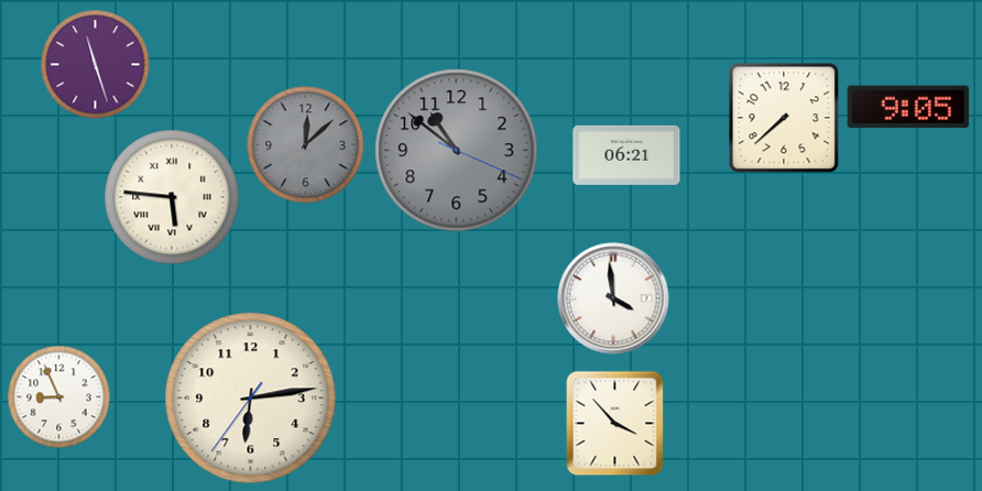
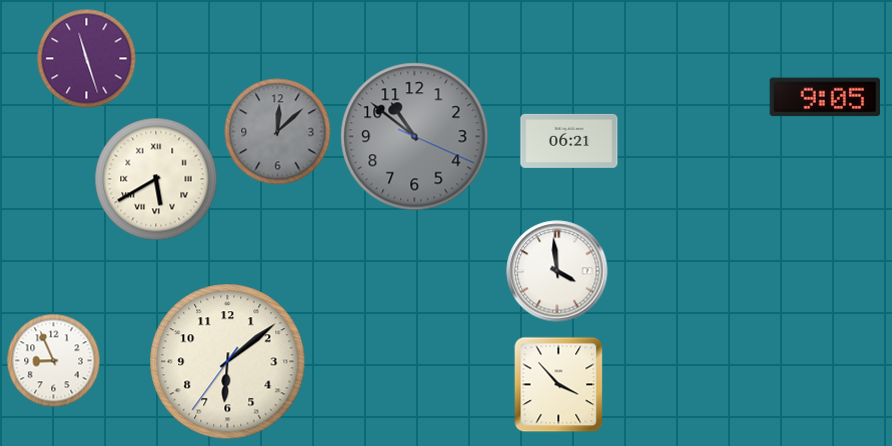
clock at (784, 118): 7:38 -> none
clock at (172, 197): 5:46 -> 5:40
clock at (251, 399): 6:13 -> 6:08
